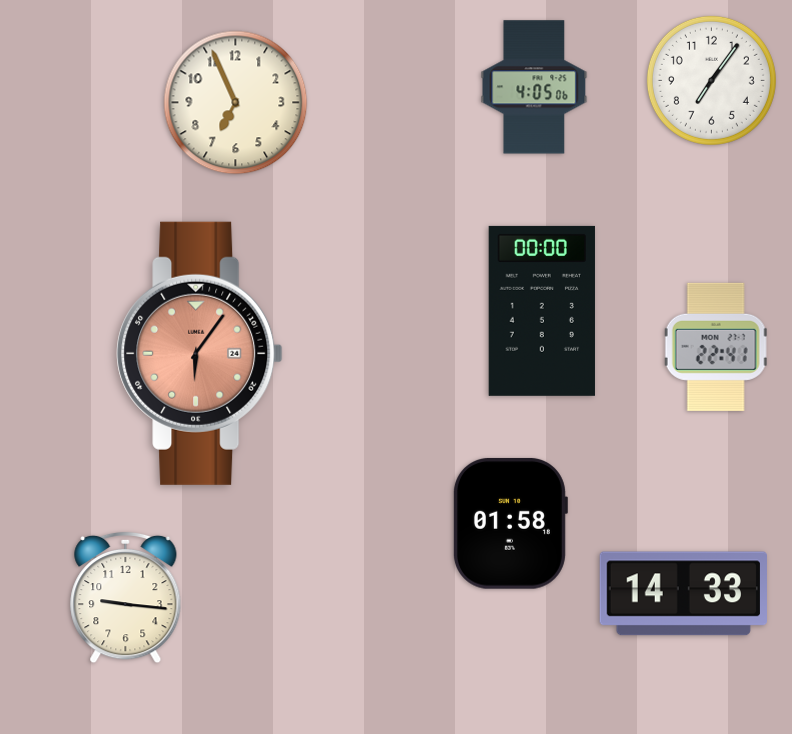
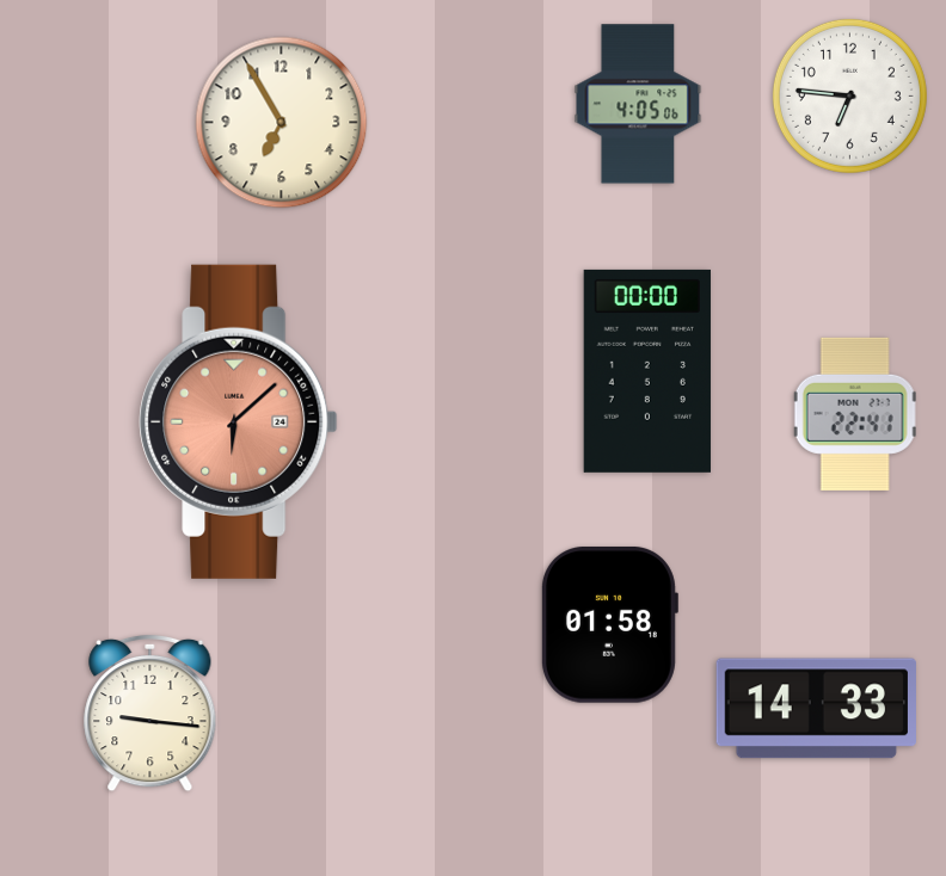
clock at (711, 80): 7:06 -> 6:46
clock at (236, 103): 6:56 -> 6:55
clock at (200, 353): 6:06 -> 6:08
